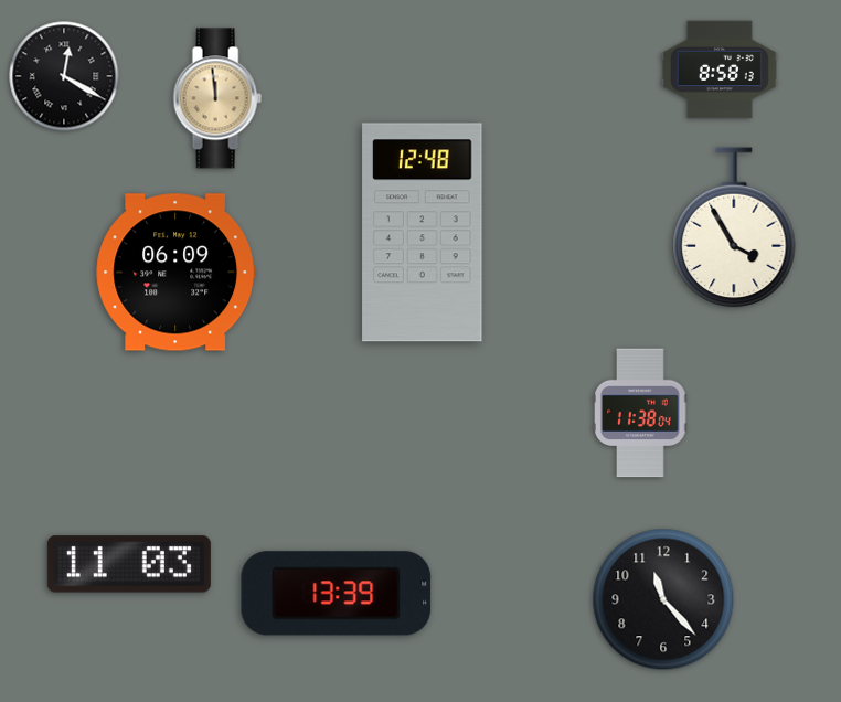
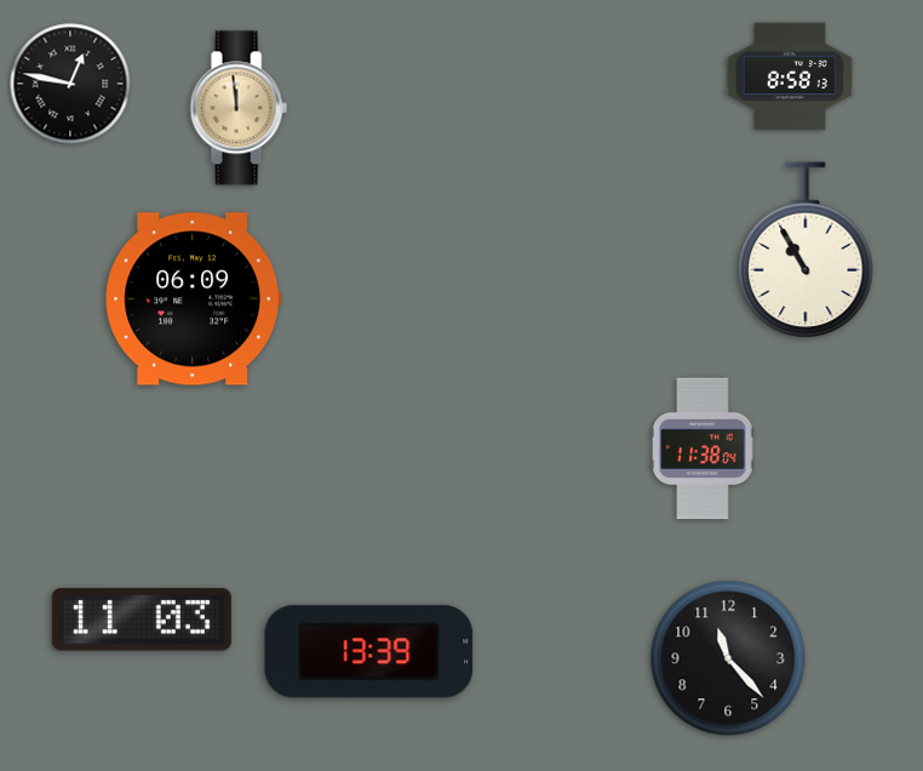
clock at (64, 76): 12:20 -> 12:47
clock at (734, 228): 3:55 -> 10:55
clock at (423, 233): 12:48 -> none
clock at (640, 413) position: (640, 413) -> (703, 449)
